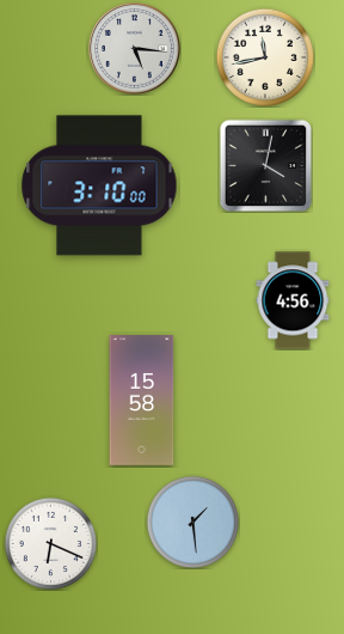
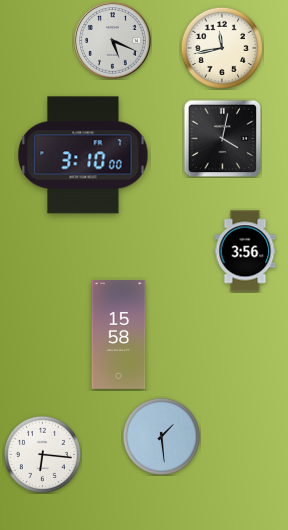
clock at (135, 49): 5:16 -> 5:19
clock at (293, 300): 4:56 -> 3:56
clock at (50, 543): 6:19 -> 6:16
